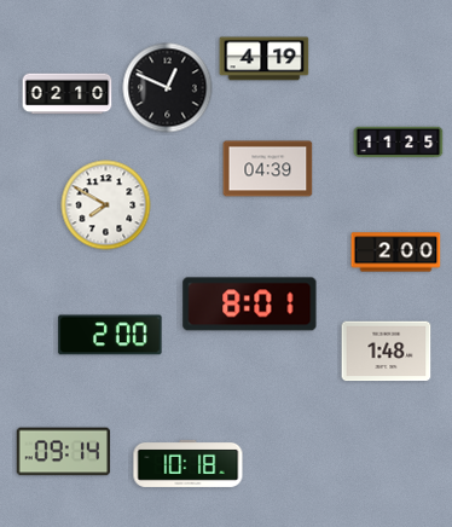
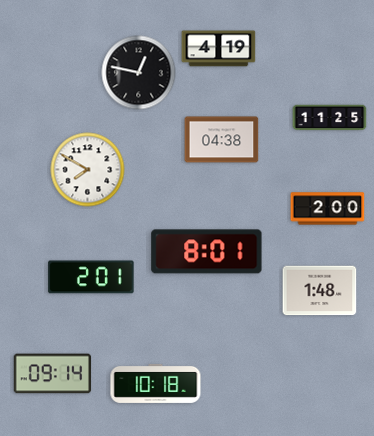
clock at (168, 88): 12:49 -> 12:47
clock at (68, 94): 02:10 -> none
clock at (268, 169): 04:39 -> 04:38
clock at (110, 335): 2:00 -> 2:01
